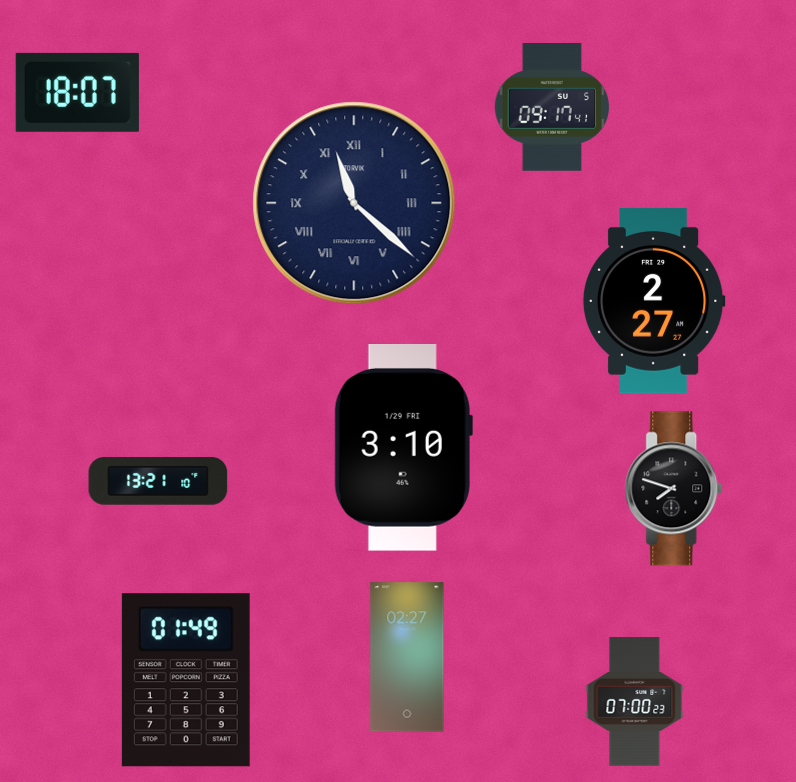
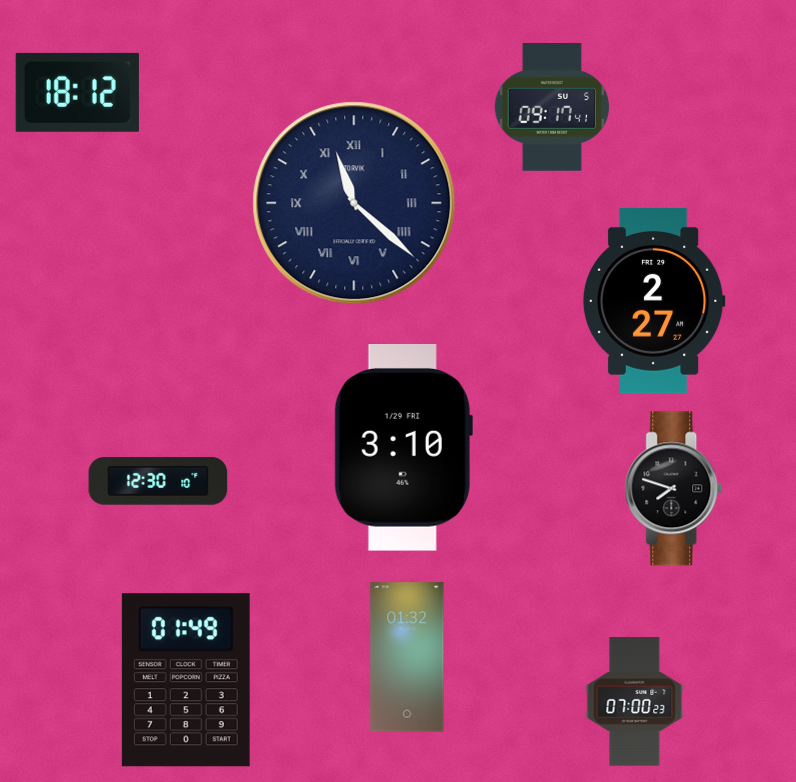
clock at (77, 92): 18:07 -> 18:12
clock at (158, 481): 13:21 -> 12:30
clock at (407, 657): 02:27 -> 01:32
